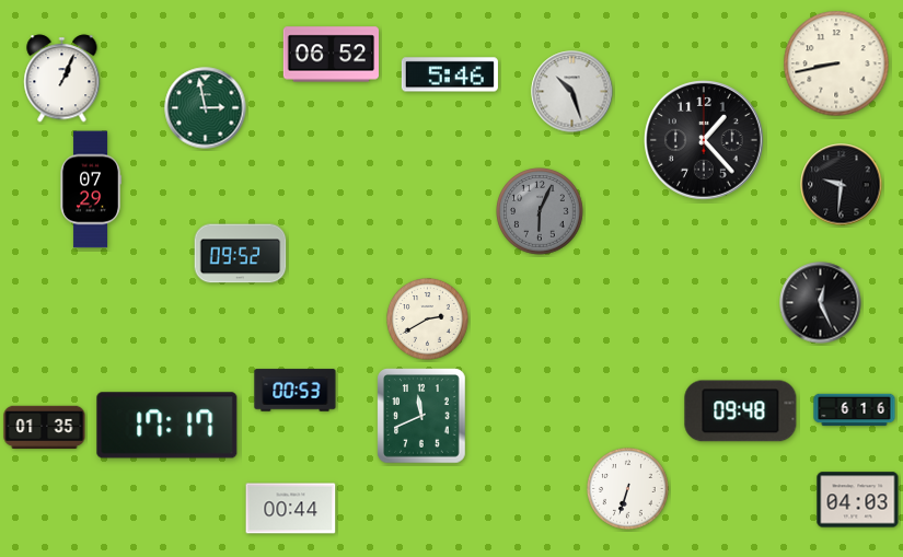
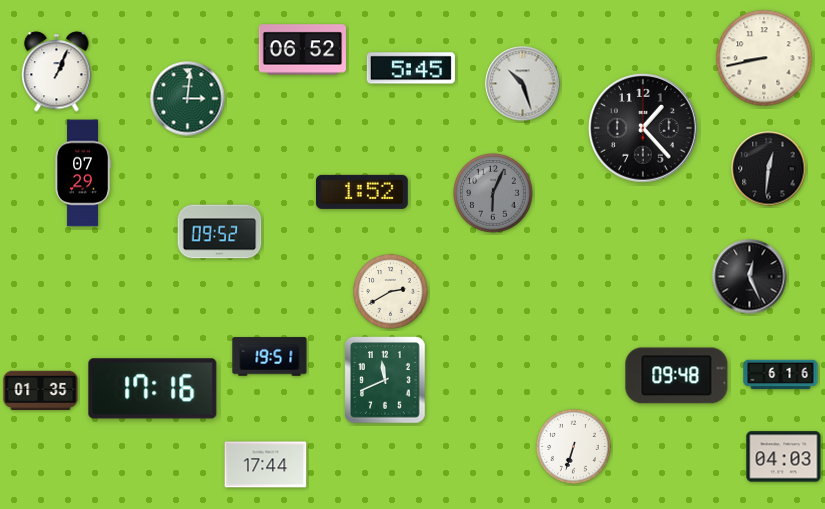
clock at (450, 74): 5:46 -> 5:45
clock at (206, 108): 2:58 -> 3:01
clock at (842, 185): 9:31 -> 12:31
clock at (362, 192): none -> 1:52
clock at (296, 391): 00:53 -> 19:51
clock at (167, 426): 17:17 -> 17:16
clock at (291, 509): 00:44 -> 17:44
